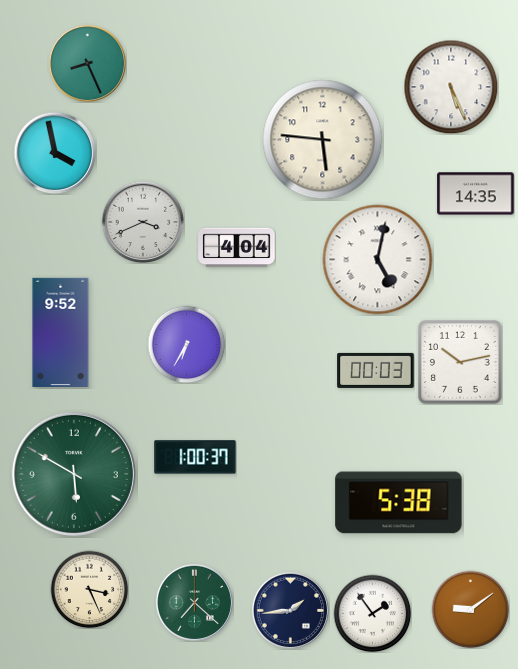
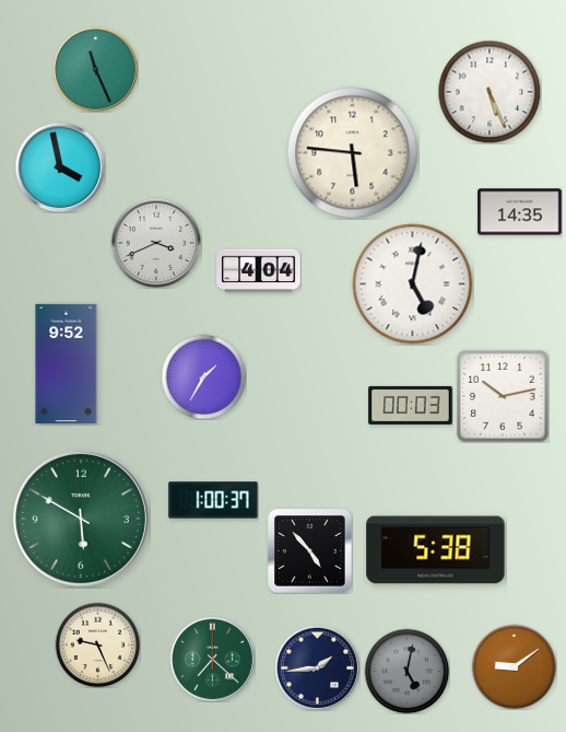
clock at (87, 63): 8:26 -> 11:26
clock at (451, 87) position: (451, 87) -> (490, 92)
clock at (186, 344): 6:35 -> 1:35
clock at (310, 551): none -> 4:53
clock at (89, 589): 3:26 -> 9:26
clock at (372, 613): 1:54 -> 5:02
clock at (372, 613) dial: white -> grey
